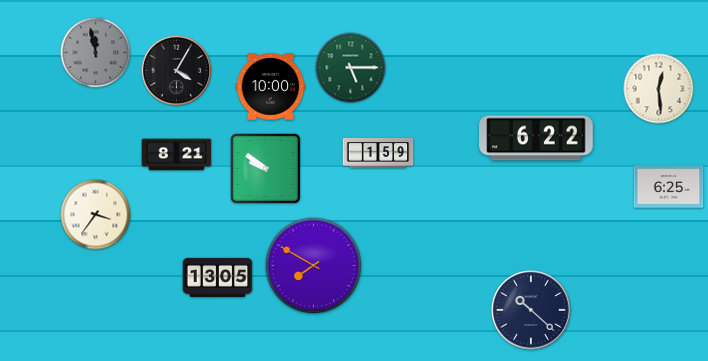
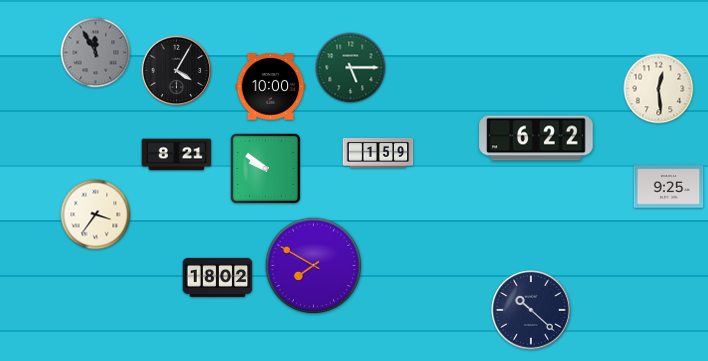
clock at (96, 53): 11:58 -> 11:55
clock at (669, 187): 6:25 -> 9:25
clock at (218, 277): 13:05 -> 18:02
